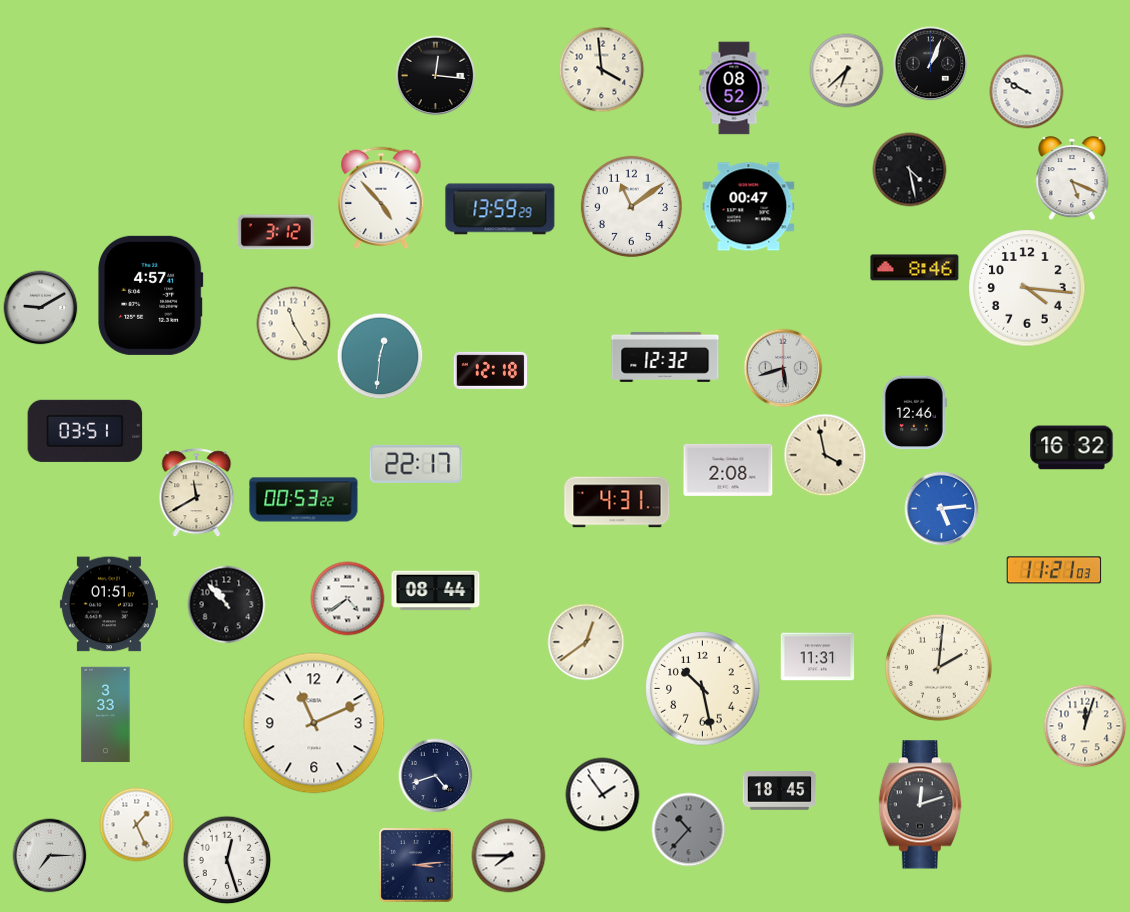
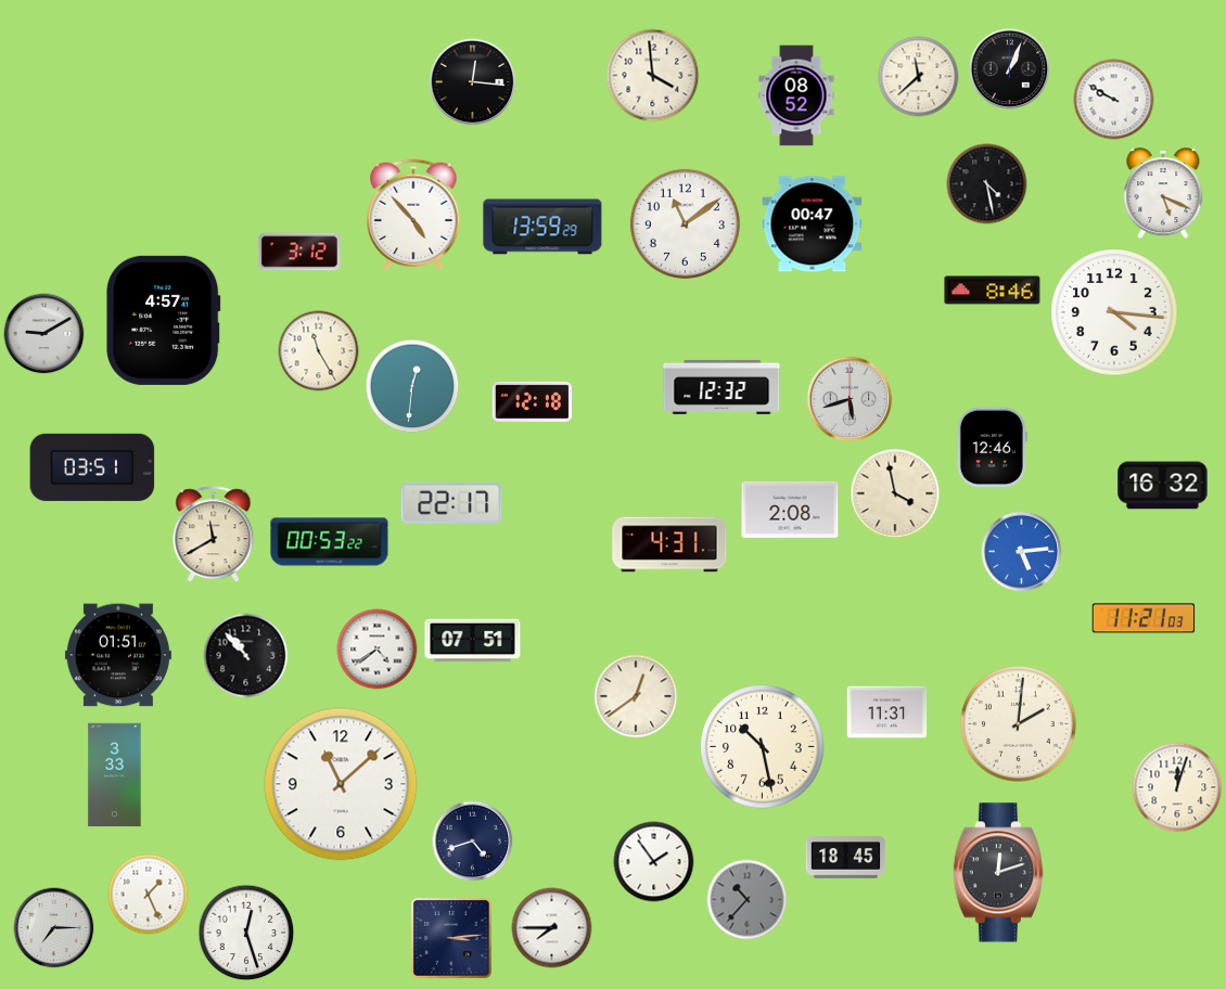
clock at (847, 71): 6:38 -> 11:38
clock at (436, 591): 08:44 -> 07:51
clock at (314, 723): 11:11 -> 11:08
